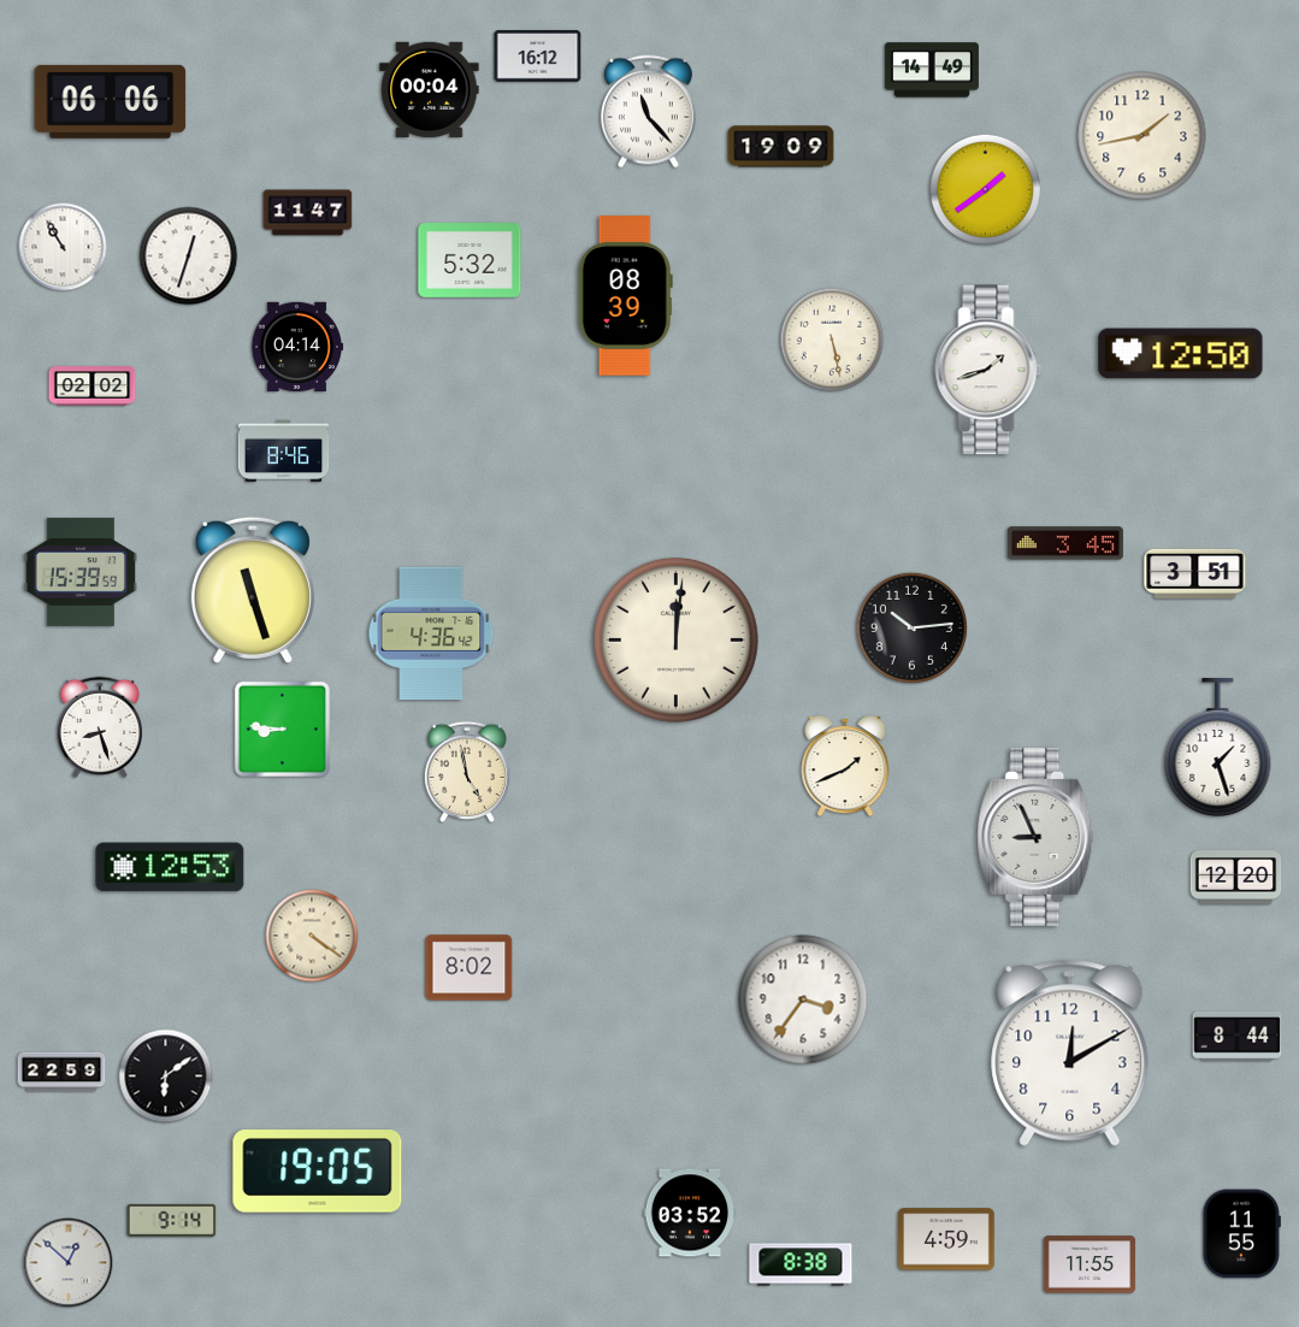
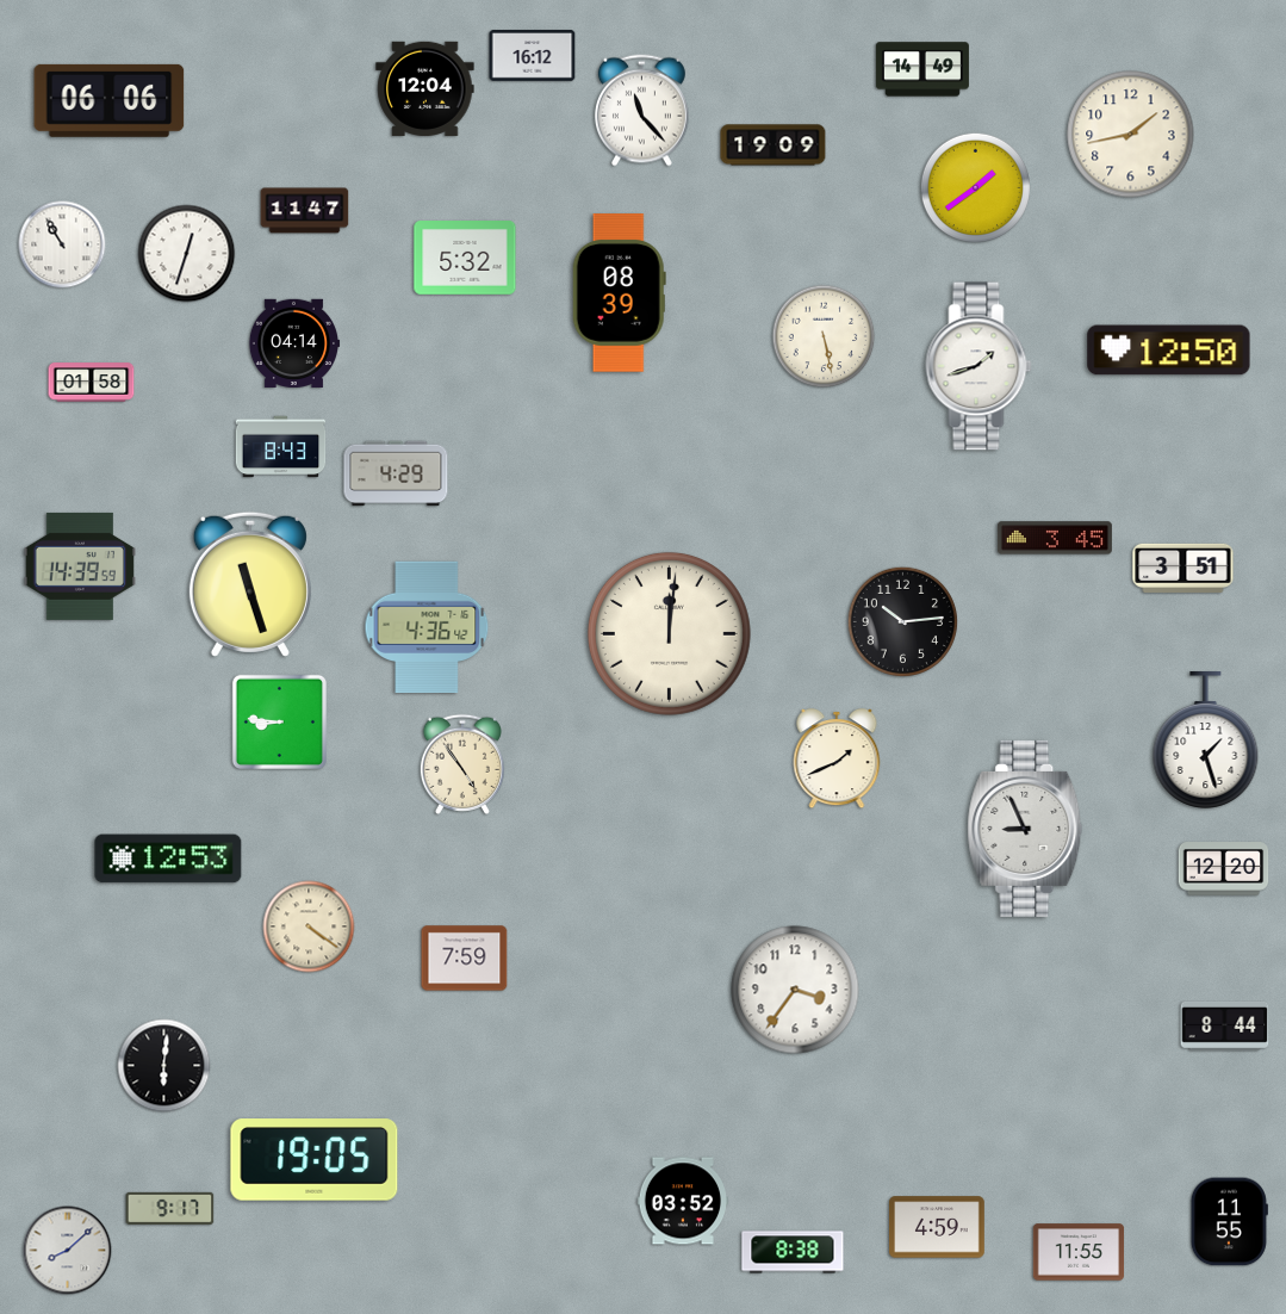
clock at (430, 89): 00:04 -> 12:04
clock at (93, 387): 02:02 -> 01:58
clock at (284, 452): 8:46 -> 8:43
clock at (396, 473): none -> 4:29
clock at (81, 572): 15:39 -> 14:39
clock at (100, 727): 8:27 -> none
clock at (467, 772): 4:58 -> 4:54
clock at (470, 968): 8:02 -> 7:59
clock at (1070, 1052): 12:10 -> none
clock at (61, 1072): 22:59 -> none
clock at (166, 1077): 6:09 -> 6:01
clock at (172, 1220): 9:14 -> 9:17
clock at (69, 1263): 12:52 -> 8:08
